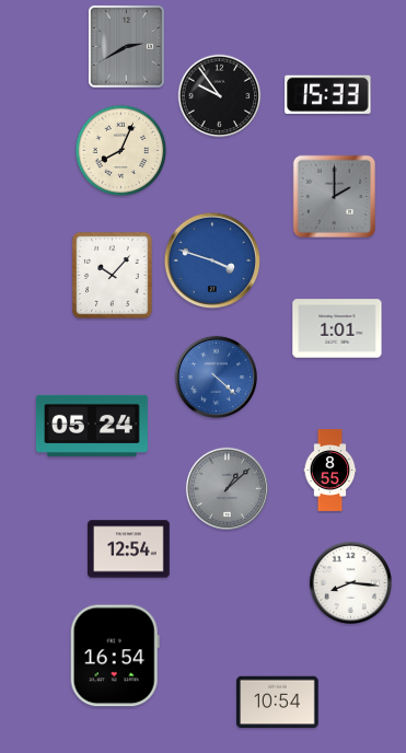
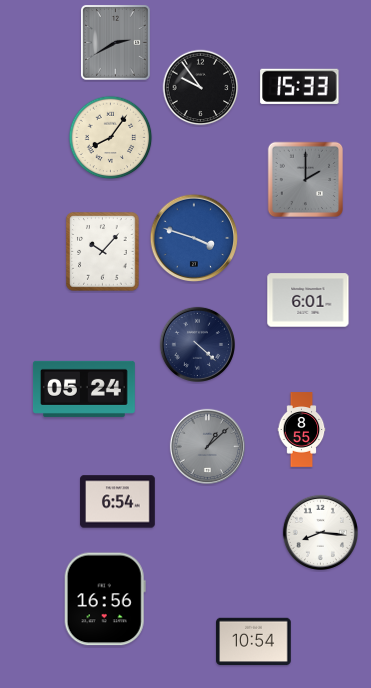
clock at (121, 151): 8:04 -> 8:06
clock at (337, 328): 1:01 -> 6:01
clock at (216, 376) dial: blue -> navy
clock at (129, 549): 12:54 -> 6:54
clock at (115, 656): 16:54 -> 16:56
